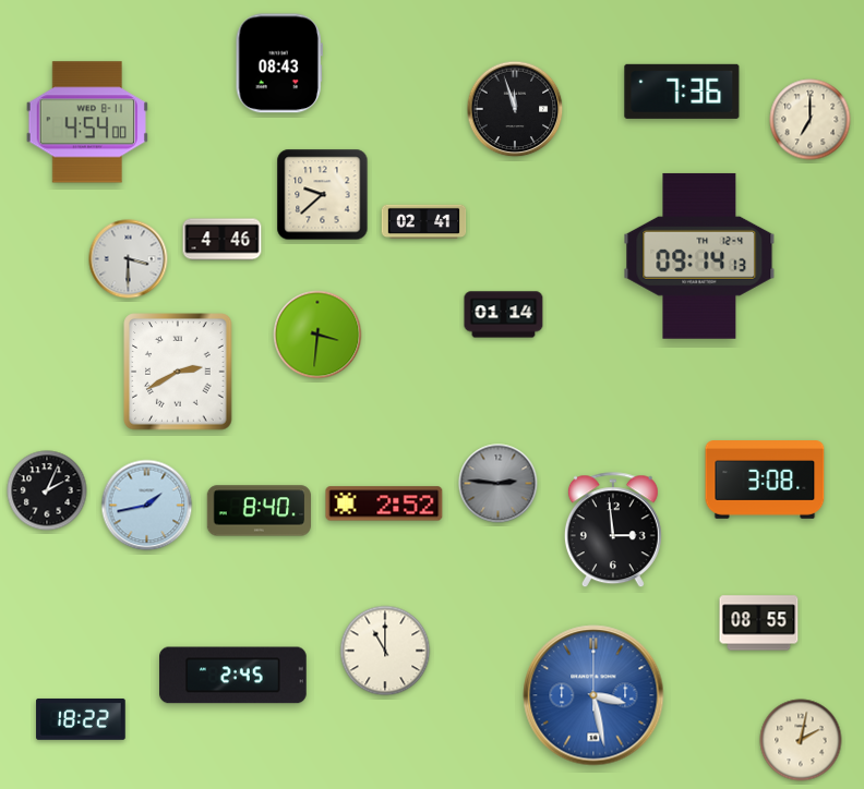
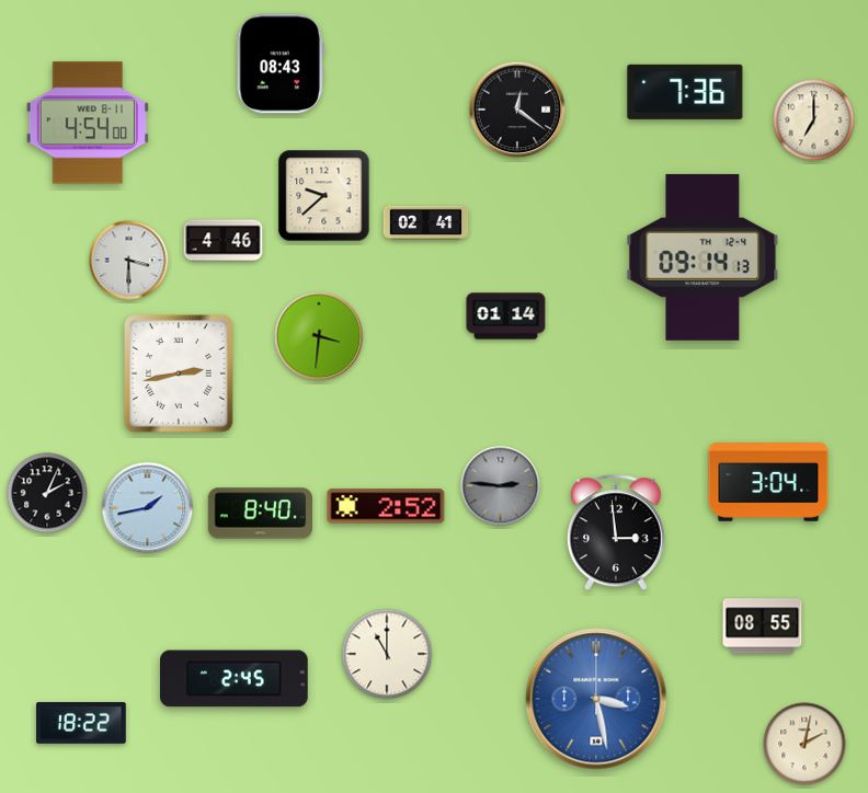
clock at (515, 109): 11:57 -> 12:21
clock at (178, 372): 2:40 -> 2:43
clock at (765, 480): 3:08 -> 3:04
